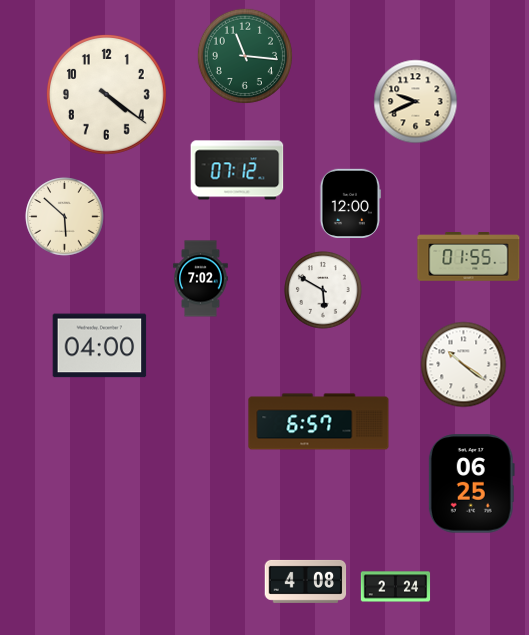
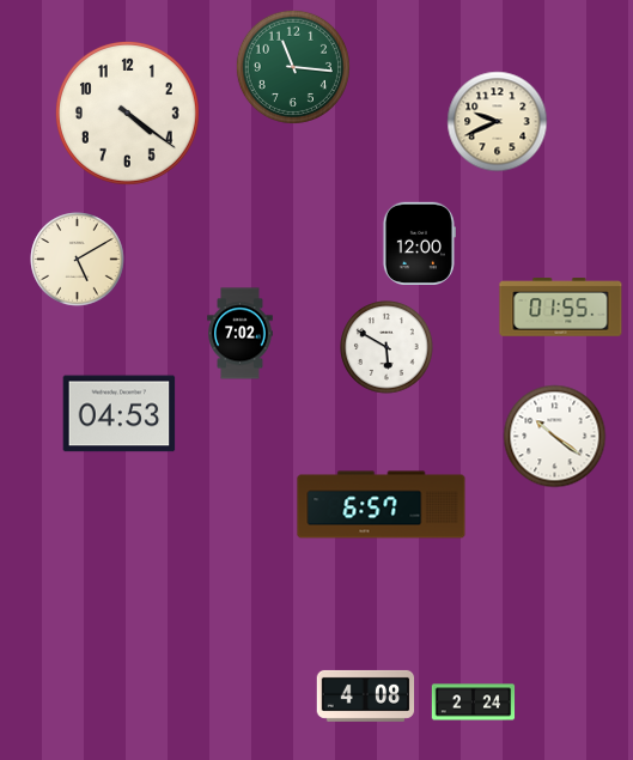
clock at (237, 170): 07:12 -> none
clock at (65, 217): 5:52 -> 5:10
clock at (100, 346): 04:00 -> 04:53
clock at (471, 484): 06:25 -> none
